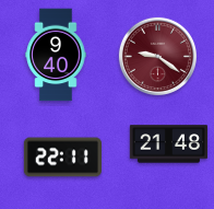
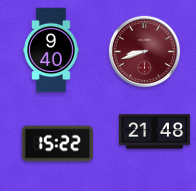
clock at (157, 56): 9:21 -> 8:42
clock at (62, 158): 22:11 -> 15:22
